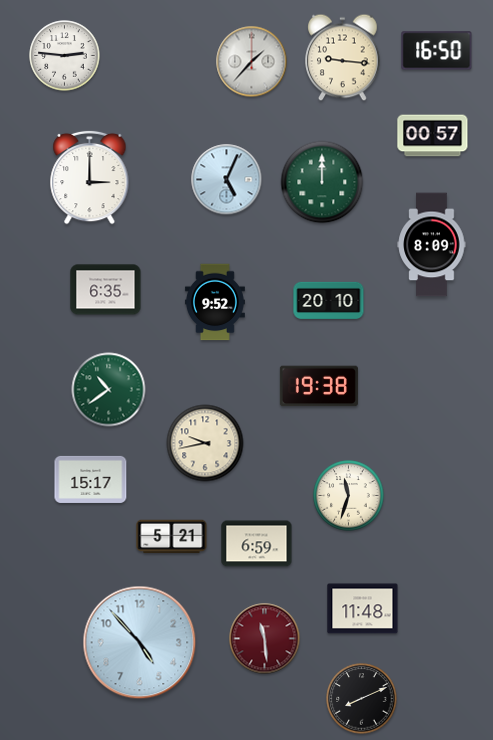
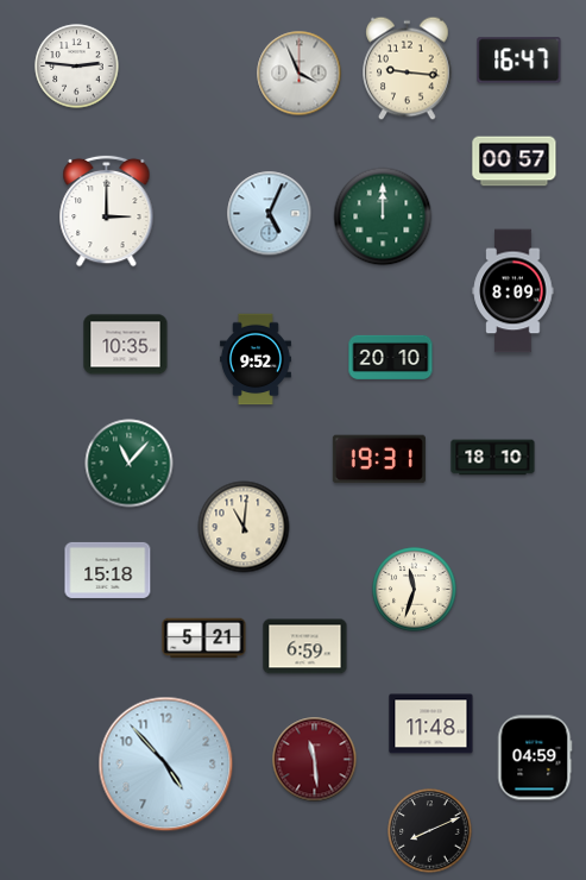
clock at (437, 51): 16:50 -> 16:47
clock at (252, 62): 1:37 -> 3:56
clock at (106, 290): 6:35 -> 10:35
clock at (493, 458): none -> 18:10
clock at (319, 386): 19:38 -> 19:31
clock at (109, 390): 10:39 -> 11:07
clock at (205, 443): 9:43 -> 11:01
clock at (91, 479): 15:17 -> 15:18
clock at (535, 758): none -> 04:59
